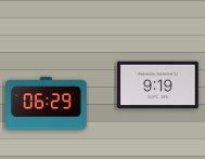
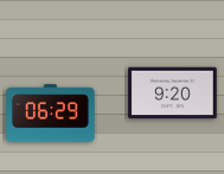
clock at (158, 85): 9:19 -> 9:20
